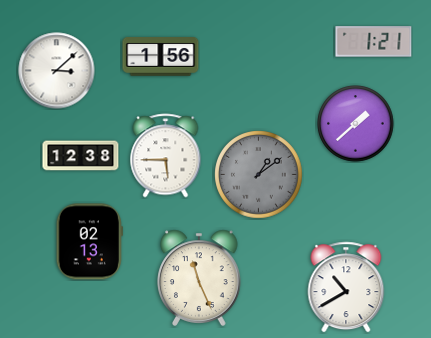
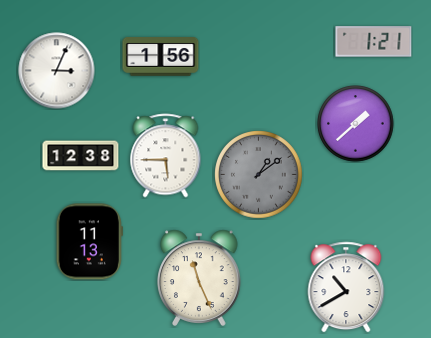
clock at (57, 71): 3:08 -> 3:04
clock at (89, 242): 02:13 -> 11:13
